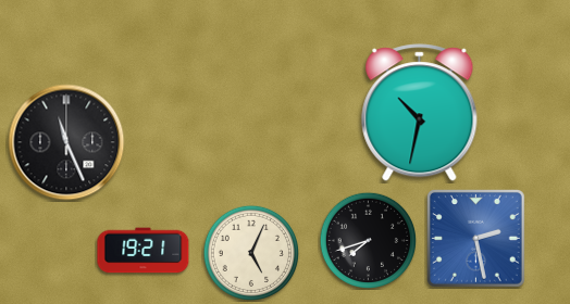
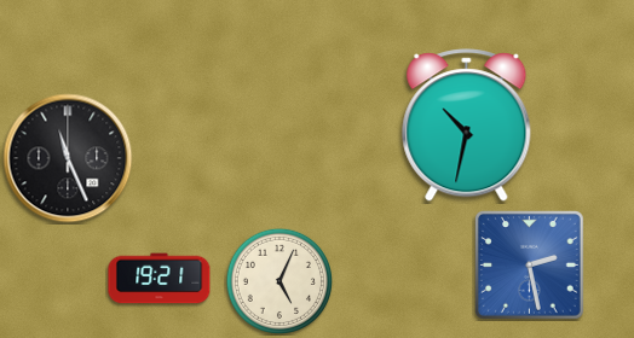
clock at (66, 142) position: (66, 142) -> (68, 158)
clock at (368, 240): 7:42 -> none
